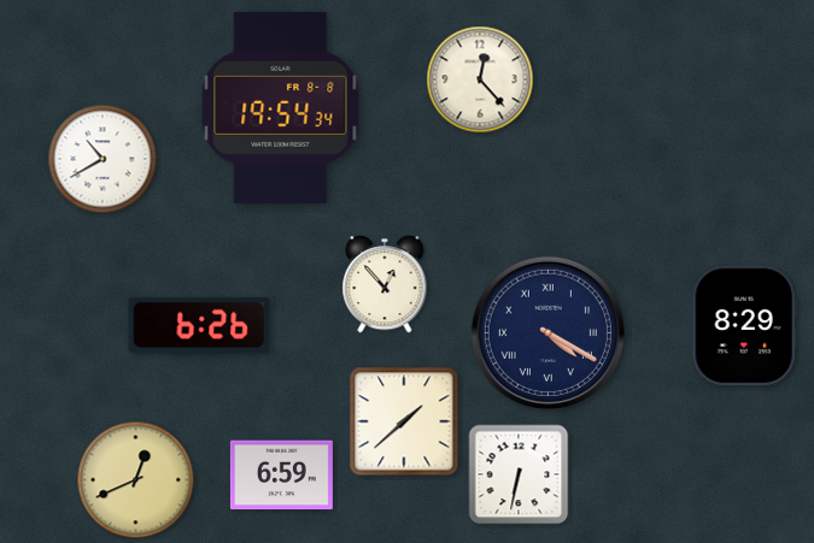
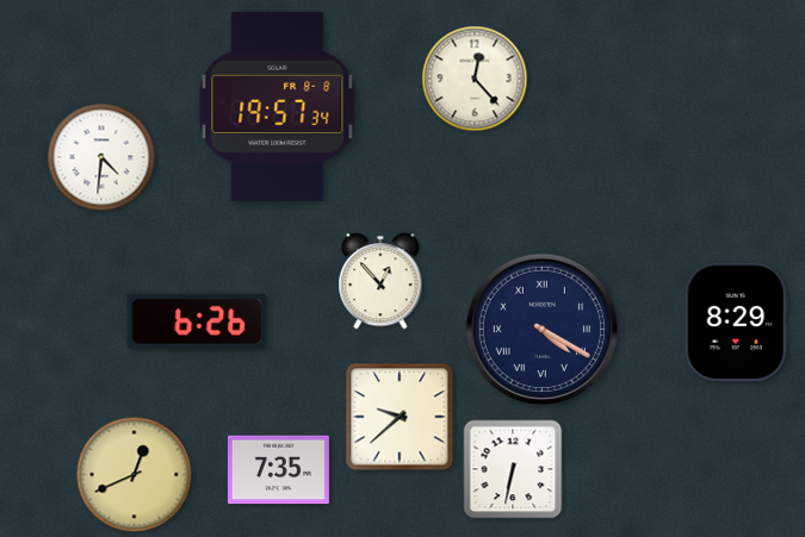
clock at (281, 107): 19:54 -> 19:57
clock at (103, 159): 10:40 -> 4:31
clock at (404, 421): 1:38 -> 9:38
clock at (281, 476): 6:59 -> 7:35
